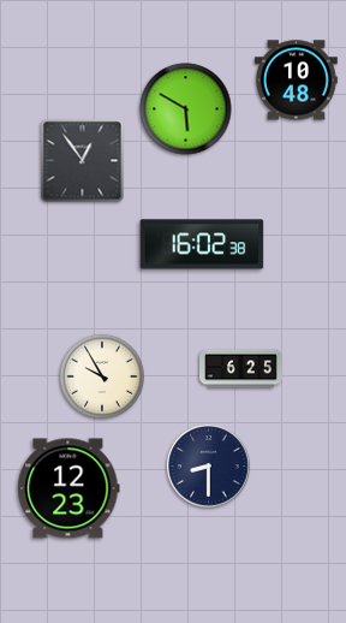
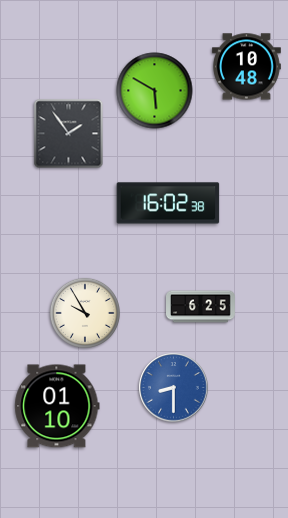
clock at (83, 161): 12:54 -> 1:54
clock at (209, 467) dial: navy -> blue
clock at (68, 488): 12:23 -> 01:10
